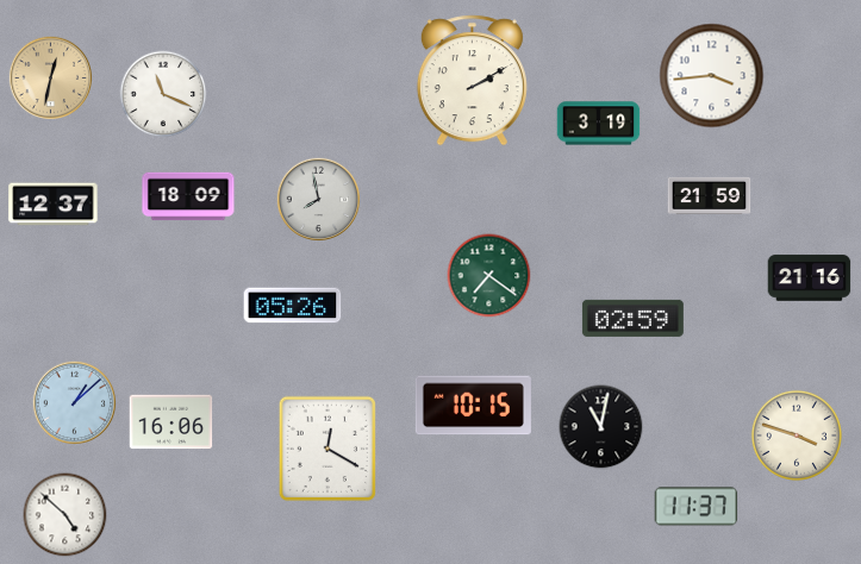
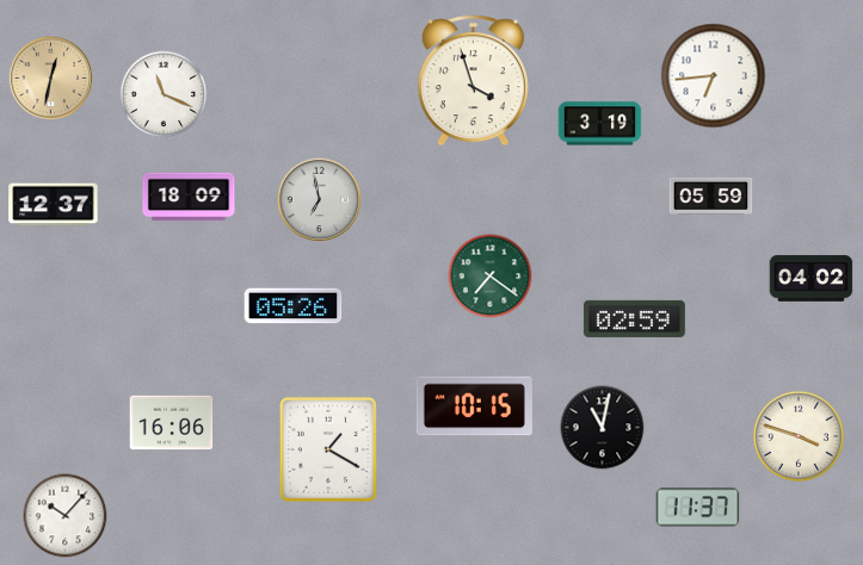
clock at (712, 76): 3:44 -> 6:44
clock at (472, 81): 2:10 -> 3:57
clock at (710, 195): 21:59 -> 05:59
clock at (319, 200): 7:58 -> 6:58
clock at (810, 278): 21:16 -> 04:02
clock at (75, 403): 1:08 -> none
clock at (327, 447): 12:20 -> 1:20
clock at (65, 515): 4:52 -> 10:07
